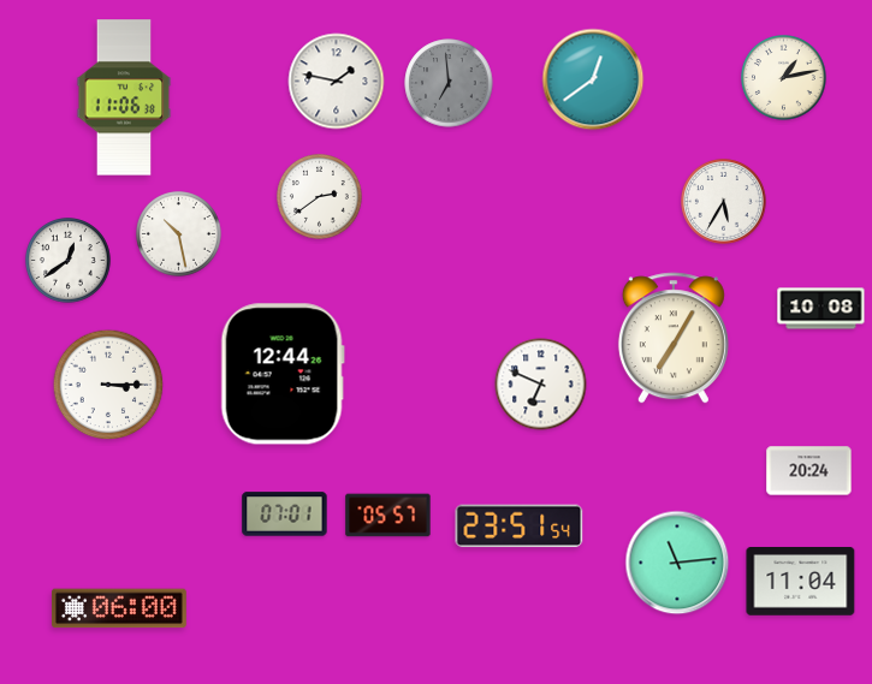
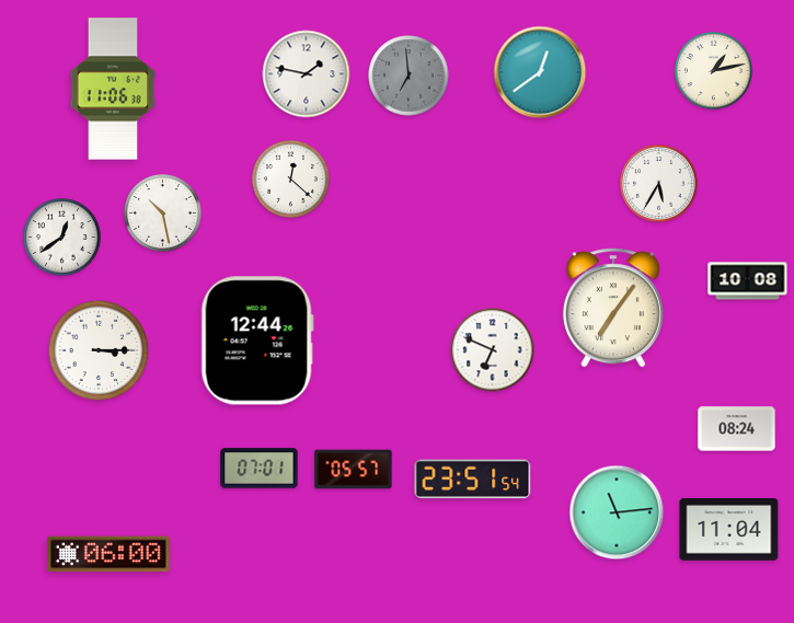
clock at (320, 197): 2:39 -> 12:22
clock at (674, 338): 7:05 -> 7:06
clock at (809, 471): 20:24 -> 08:24
